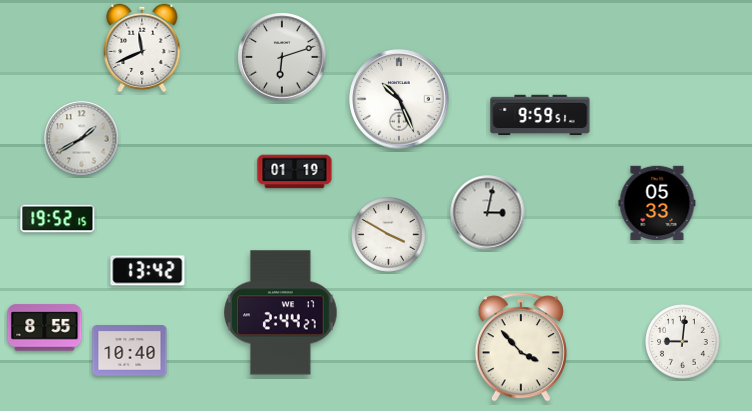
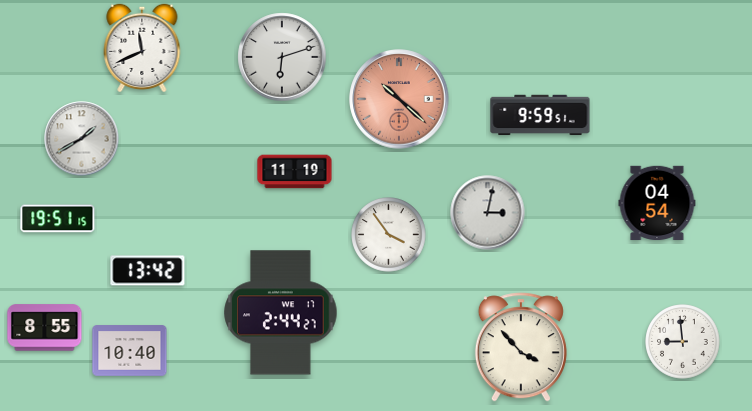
clock at (399, 99): 10:26 -> 10:22
clock at (399, 99) dial: white -> salmon
clock at (295, 172): 01:19 -> 11:19
clock at (657, 203): 05:33 -> 04:54
clock at (58, 219): 19:52 -> 19:51
clock at (389, 235): 3:50 -> 3:54
clock at (683, 342): 9:01 -> 8:59
